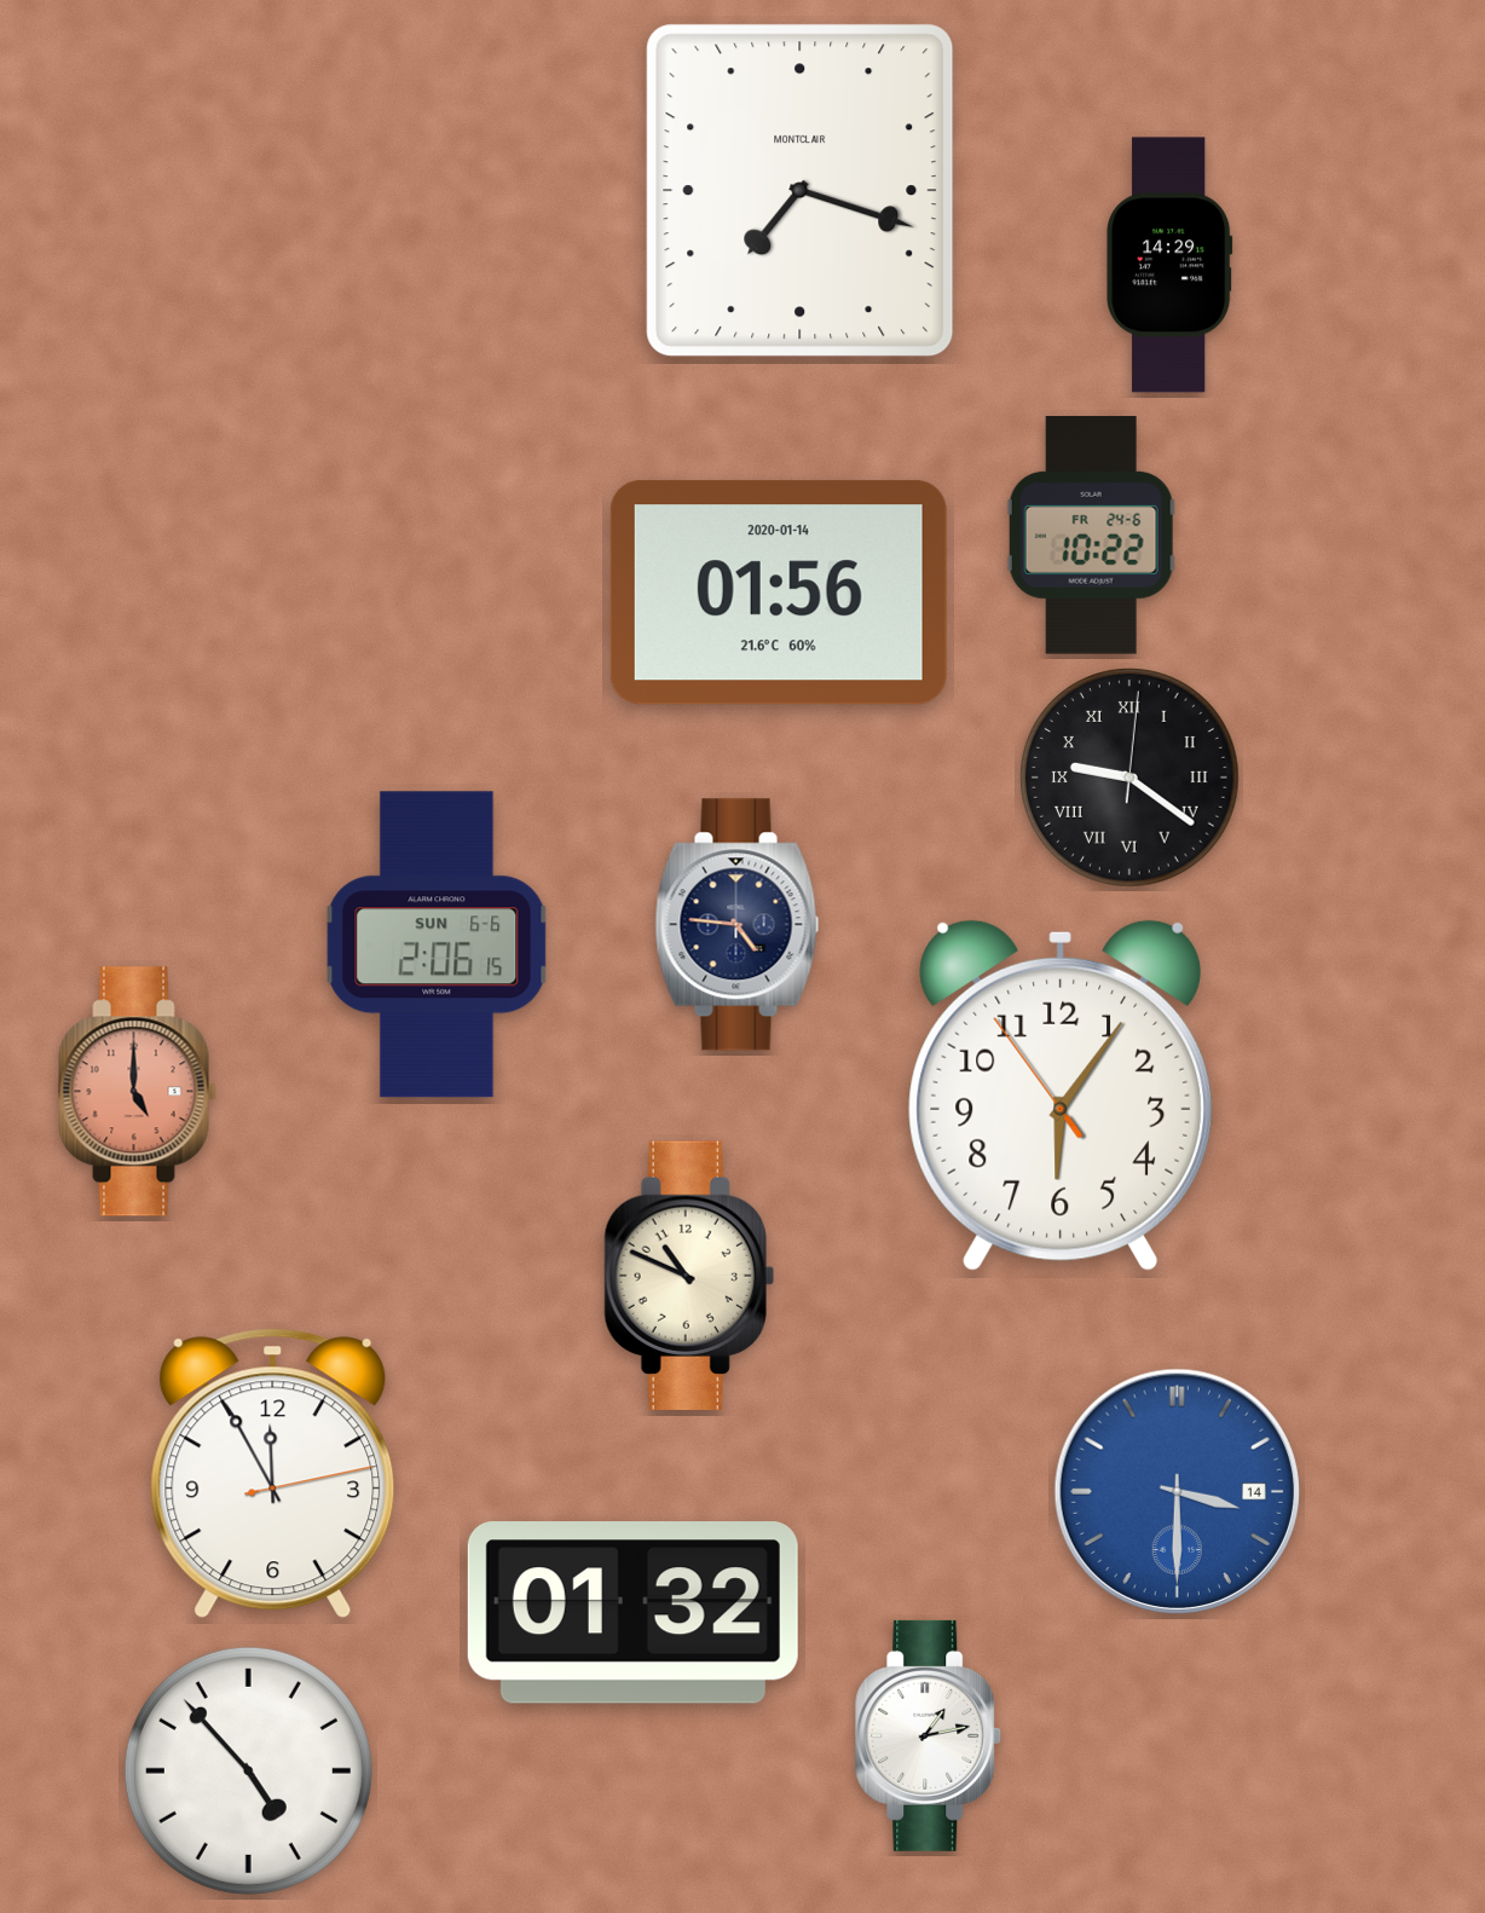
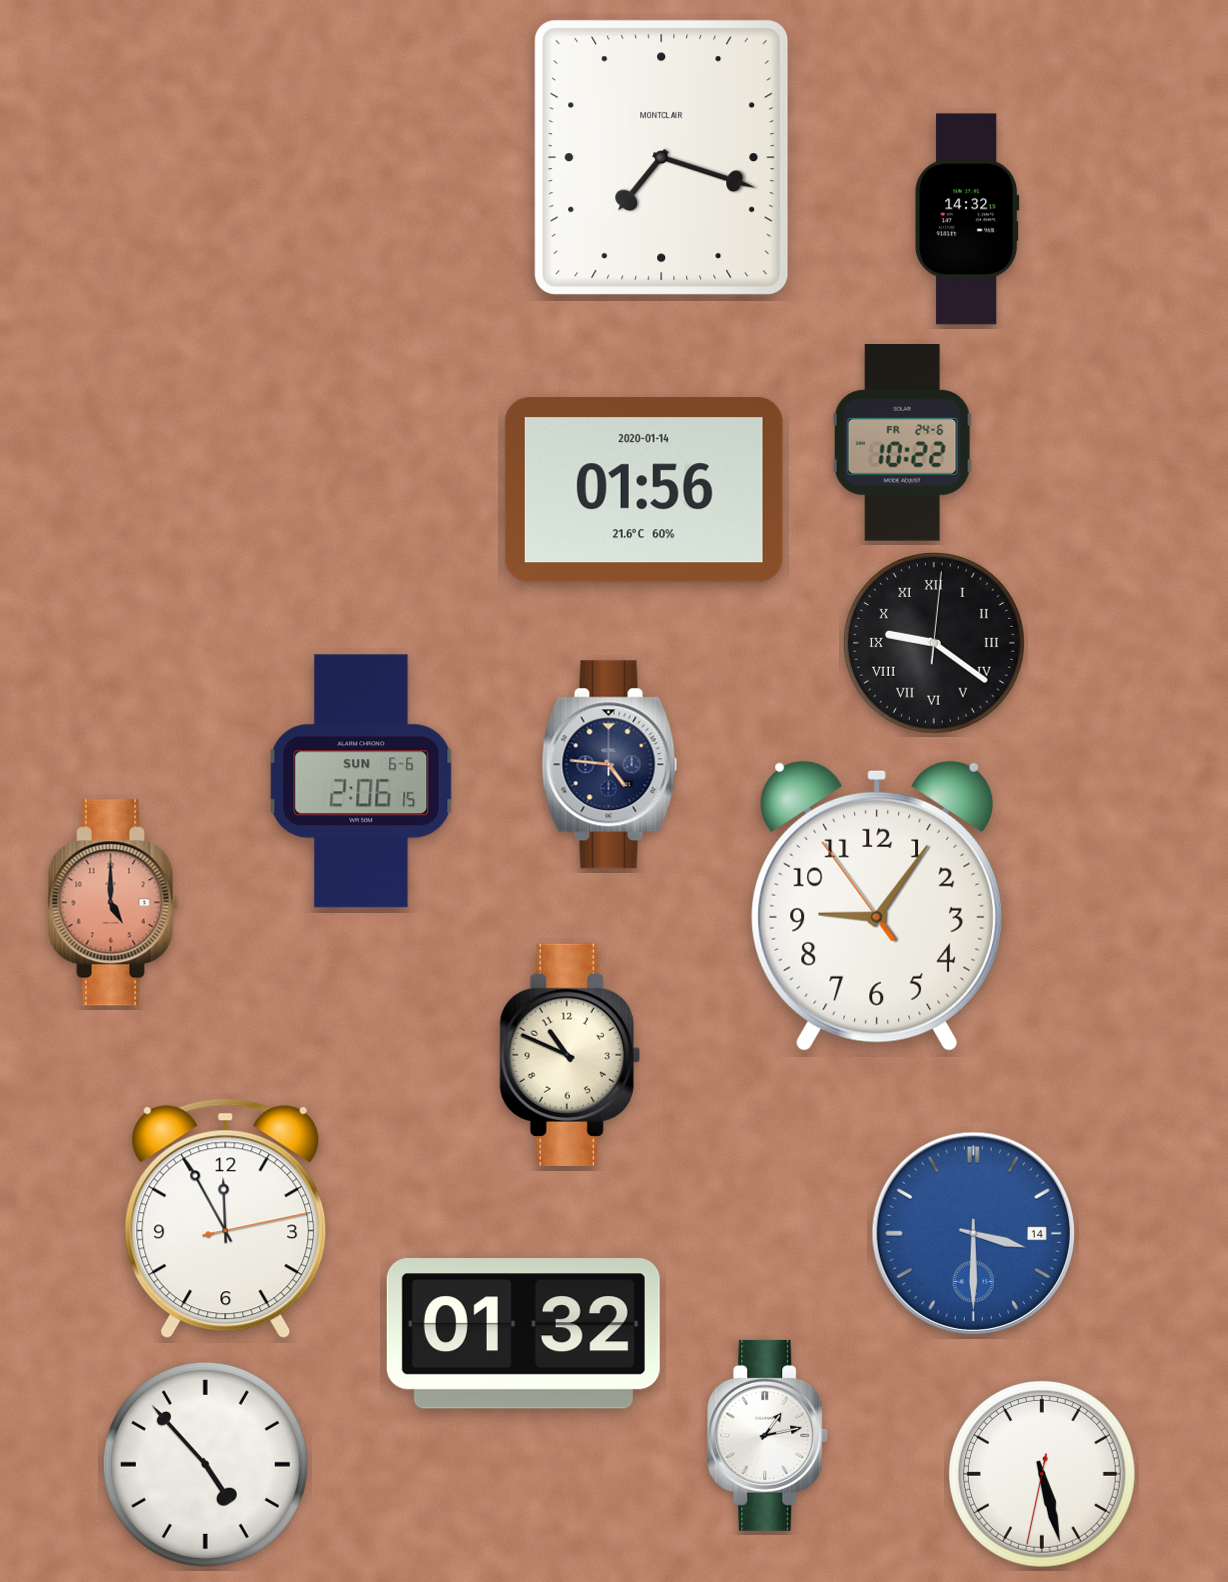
clock at (1169, 265): 14:29 -> 14:32
clock at (1059, 1096): 6:05 -> 9:05
clock at (1042, 1474): none -> 5:27
